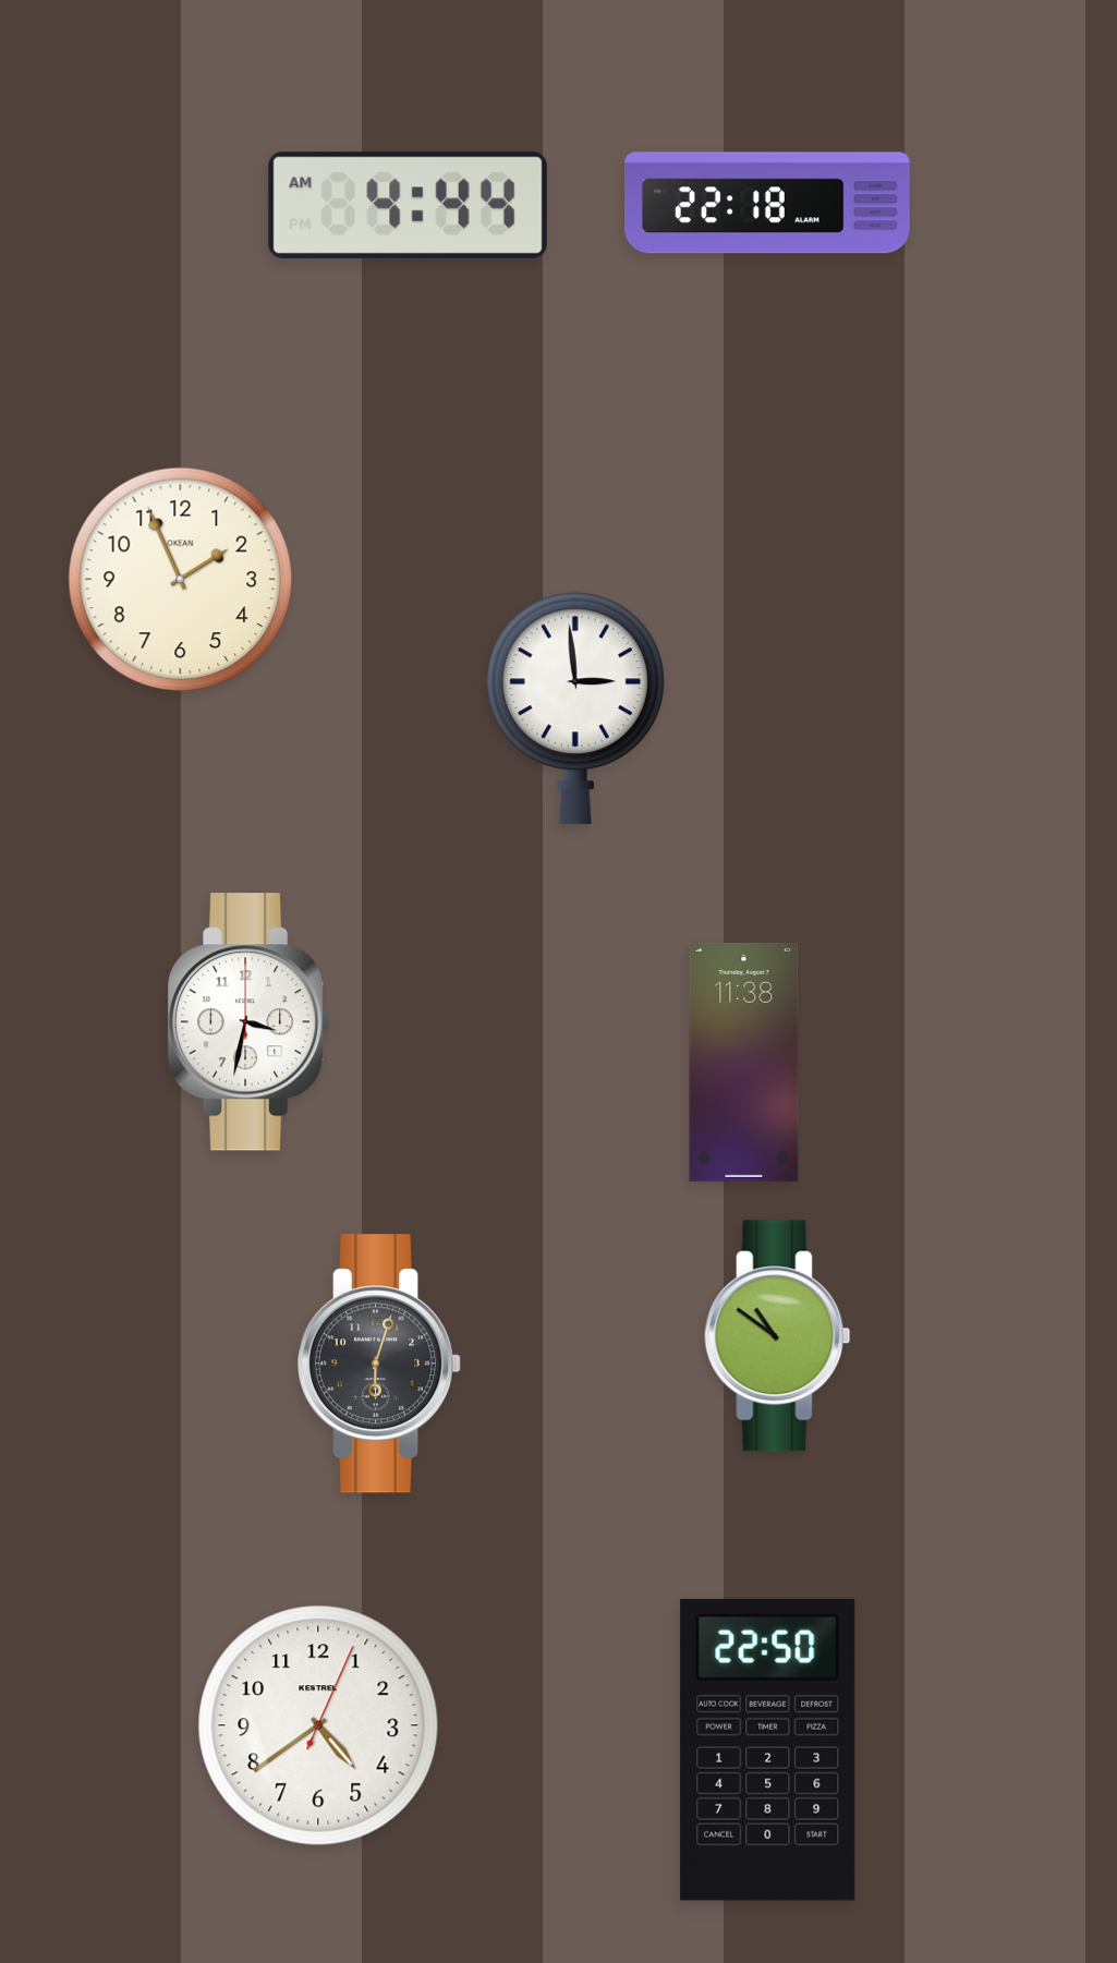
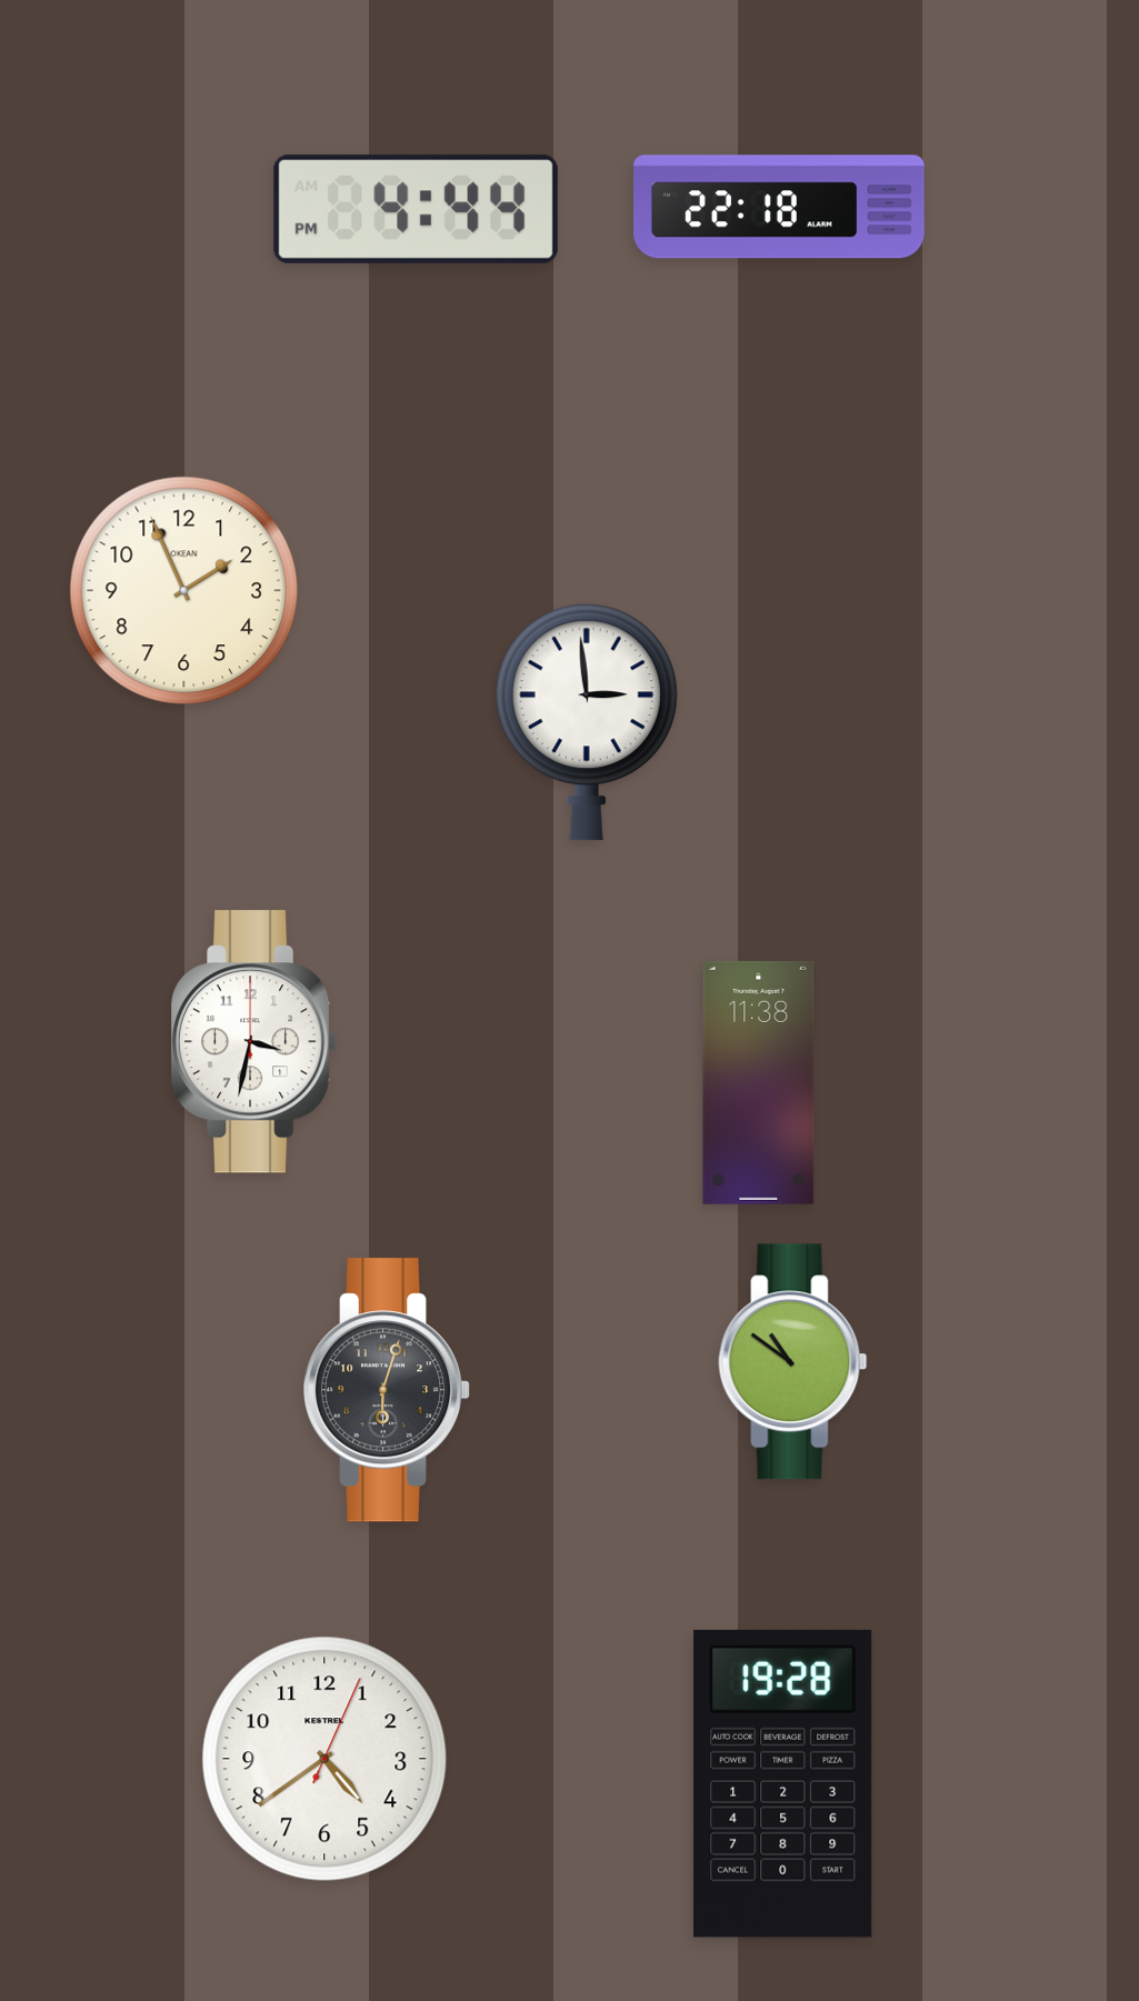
clock at (768, 203) position: (768, 203) -> (780, 207)
clock at (408, 205): 4:44 AM -> 4:44 PM
clock at (768, 1749): 22:50 -> 19:28
